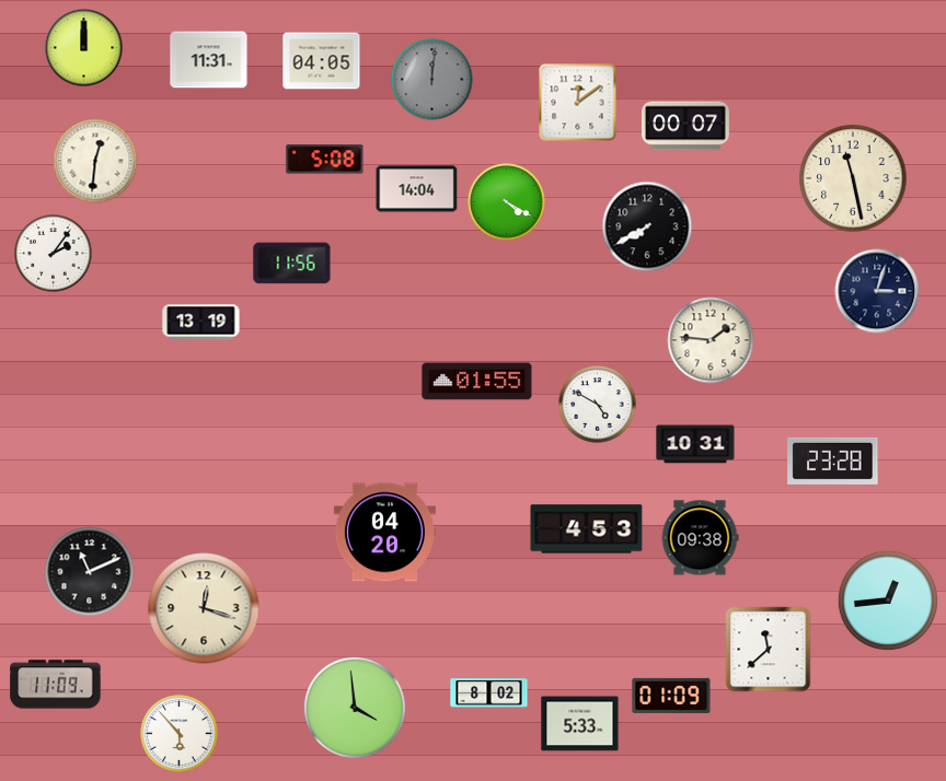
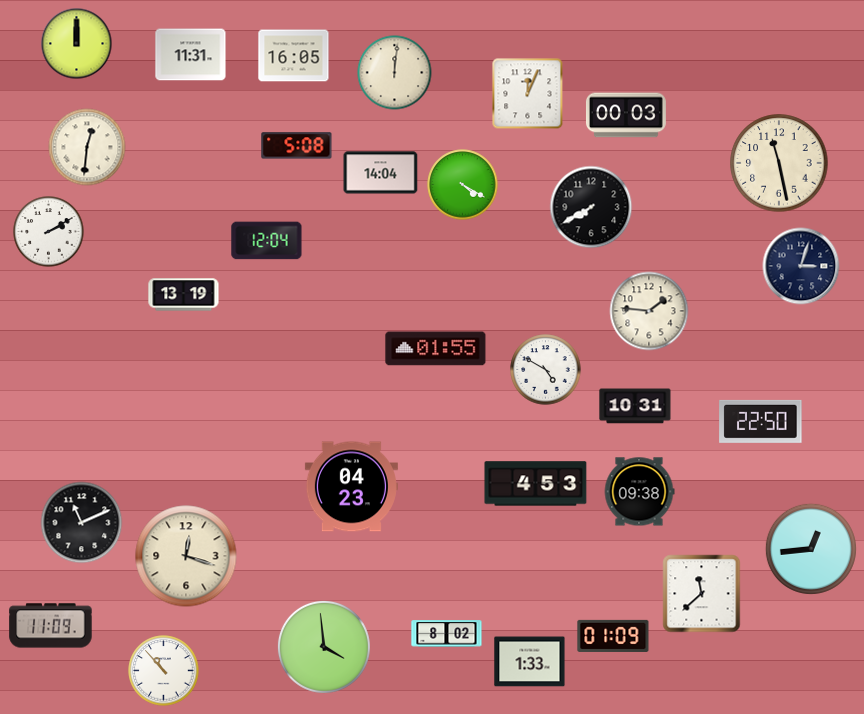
clock at (322, 61): 04:05 -> 16:05
clock at (432, 80) dial: grey -> cream
clock at (578, 103): 12:09 -> 12:04
clock at (685, 126): 00:07 -> 00:03
clock at (54, 254): 2:06 -> 2:10
clock at (292, 264): 11:56 -> 12:04
clock at (833, 461): 23:28 -> 22:50
clock at (384, 533): 04:20 -> 04:23
clock at (580, 724): 5:33 -> 1:33
clock at (180, 734): 5:53 -> 10:53
